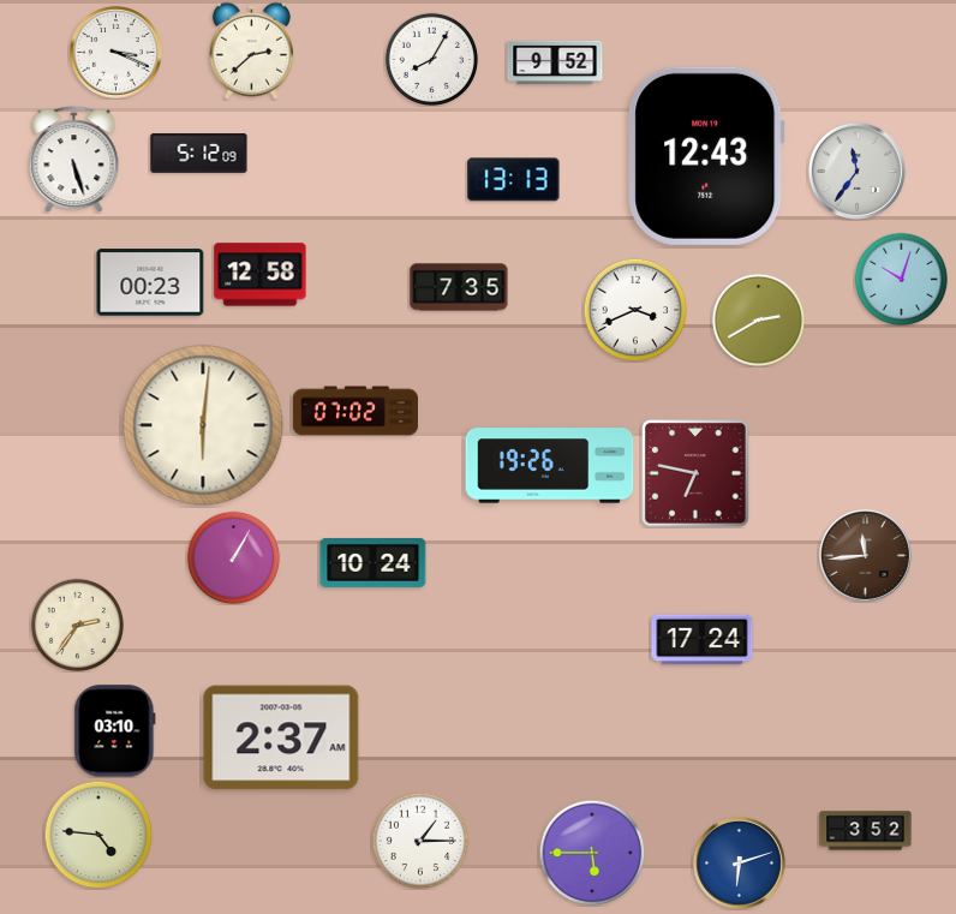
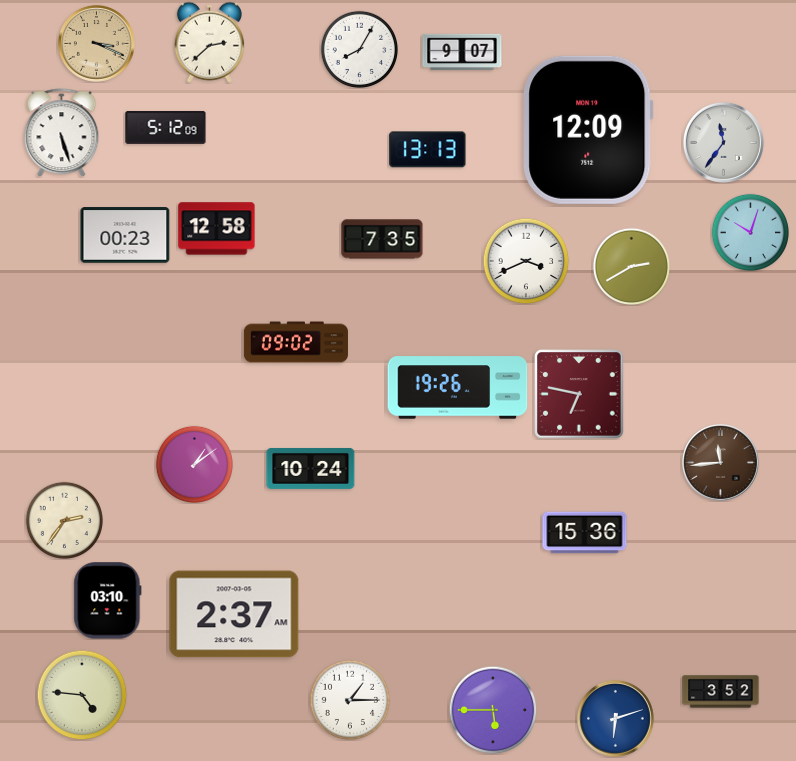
clock at (115, 52) dial: white -> champagne
clock at (555, 62): 9:52 -> 9:07
clock at (706, 156): 12:43 -> 12:09
clock at (856, 171) position: (856, 171) -> (723, 142)
clock at (635, 310) position: (635, 310) -> (526, 261)
clock at (355, 411): 07:02 -> 09:02
clock at (203, 425): 6:01 -> none
clock at (233, 557): 1:05 -> 1:09
clock at (703, 640): 17:24 -> 15:36
clock at (115, 731) position: (115, 731) -> (108, 601)
